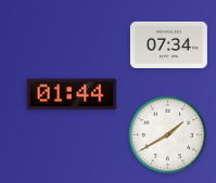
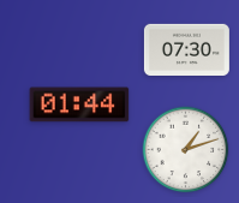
clock at (168, 44): 07:34 -> 07:30
clock at (168, 135): 1:40 -> 1:12
